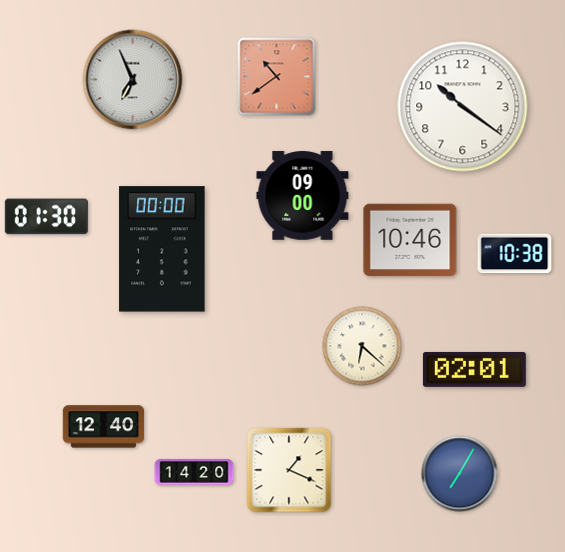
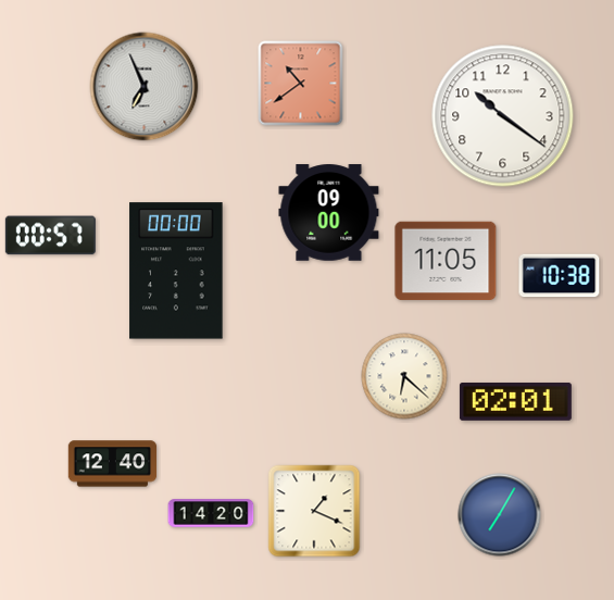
clock at (46, 217): 01:30 -> 00:57
clock at (410, 240): 10:46 -> 11:05
clock at (362, 346) position: (362, 346) -> (404, 376)
